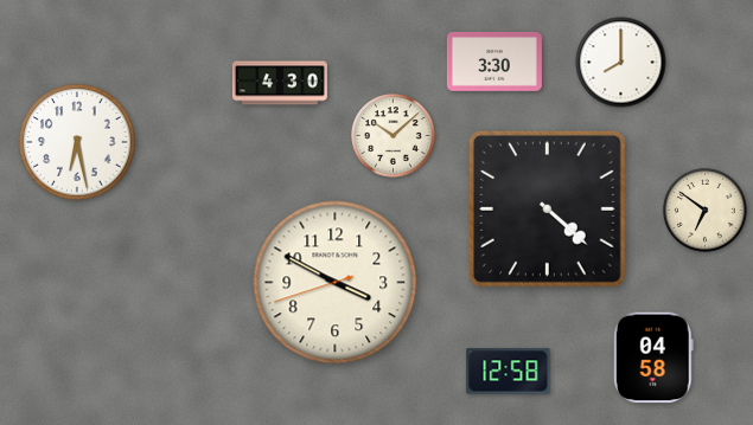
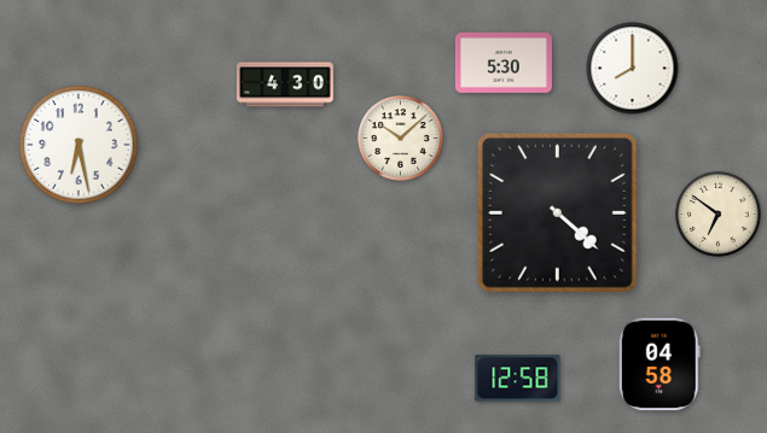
clock at (494, 62): 3:30 -> 5:30
clock at (621, 63) position: (621, 63) -> (633, 69)
clock at (336, 283): 3:49 -> none
clock at (653, 358) position: (653, 358) -> (659, 364)
